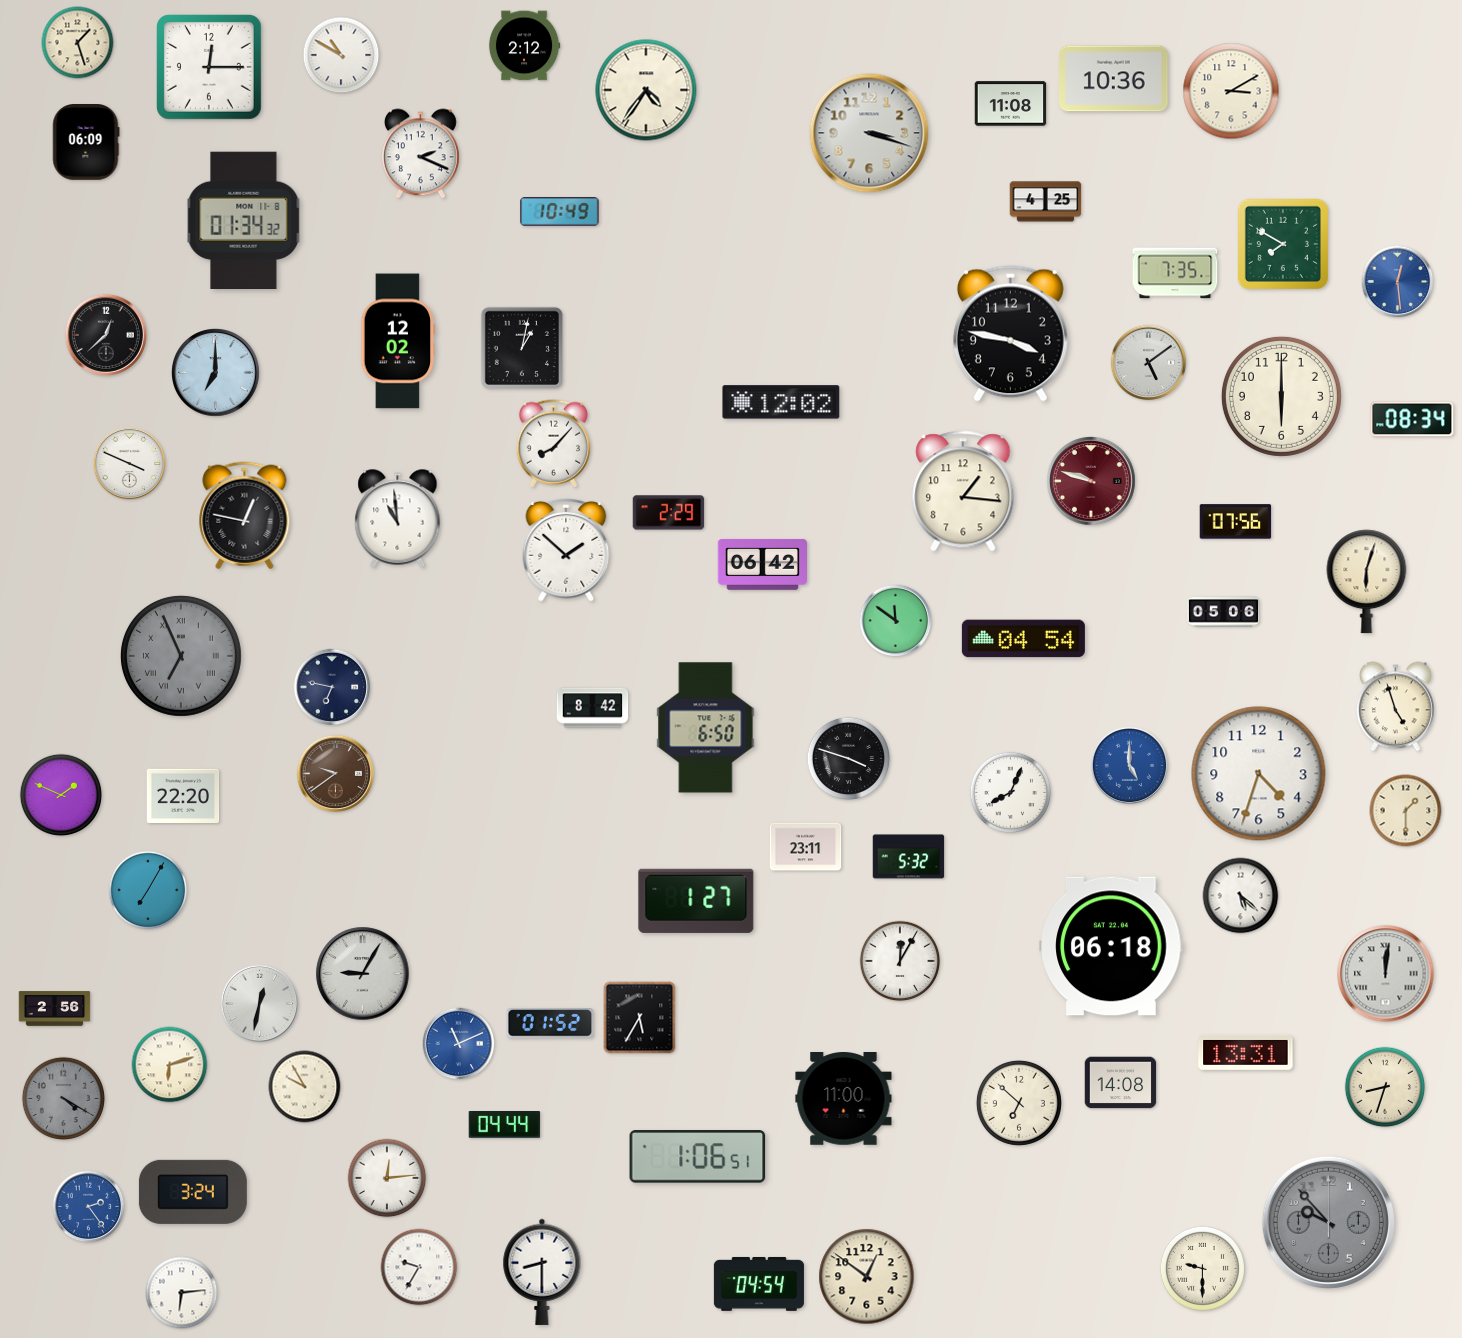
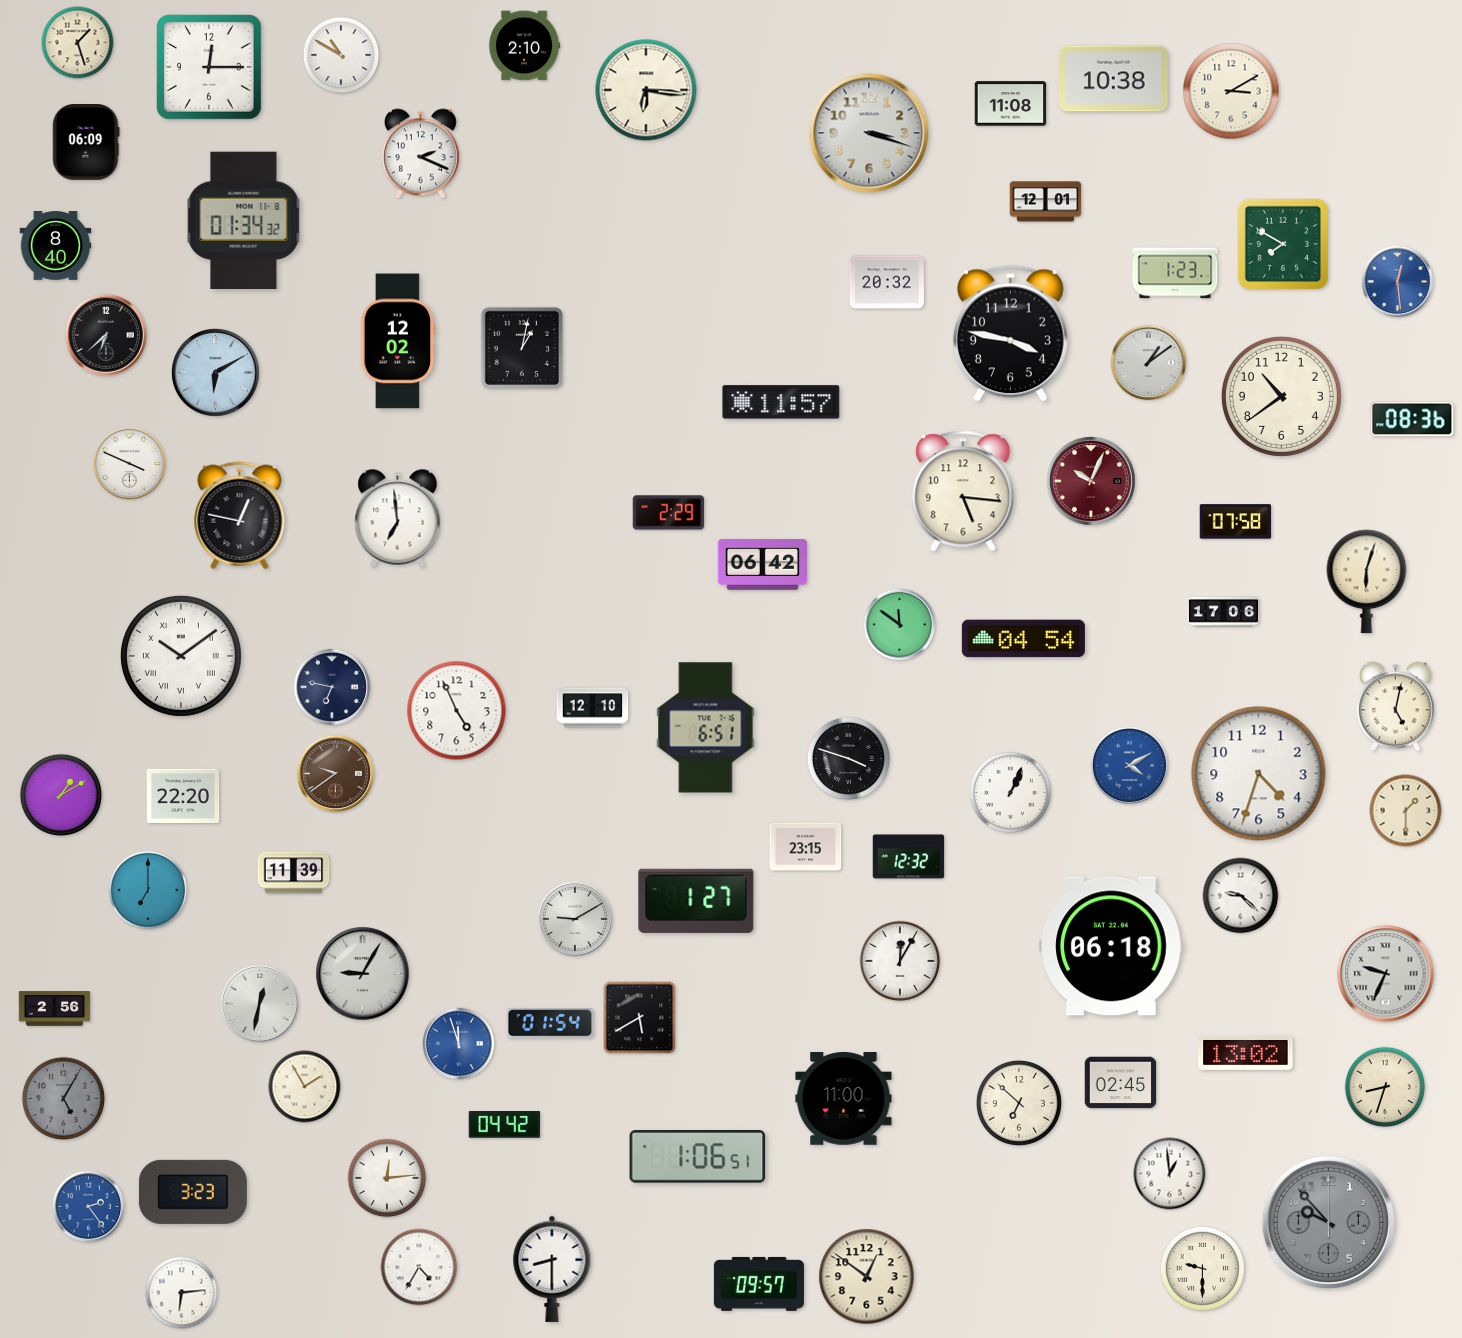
clock at (524, 46): 2:12 -> 2:10
clock at (1114, 79): 10:36 -> 10:38
clock at (646, 90): 4:36 -> 6:16
clock at (1046, 202): 4:25 -> 12:01
clock at (560, 212): 10:49 -> none
clock at (56, 246): none -> 8:40
clock at (1175, 273): 7:35 -> 1:23
clock at (887, 282): none -> 20:32
clock at (106, 335): 12:38 -> 6:38
clock at (1149, 363): 5:09 -> 1:09
clock at (216, 373): 7:00 -> 6:10
clock at (1281, 396): 6:00 -> 10:39
clock at (781, 402): 12:02 -> 11:57
clock at (1412, 419): 08:34 -> 08:36
clock at (553, 444): 8:07 -> none
clock at (1091, 481): 9:48 -> 10:04
clock at (963, 491): 1:16 -> 5:16
clock at (245, 516) position: (245, 516) -> (240, 516)
clock at (398, 519): 10:59 -> 6:59
clock at (1236, 522): 07:56 -> 07:58
clock at (566, 550): 1:52 -> none
clock at (1224, 612): 05:06 -> 17:06
clock at (896, 621) position: (896, 621) -> (900, 625)
clock at (181, 656): 6:56 -> 10:09
clock at (181, 656) dial: grey -> white
clock at (1395, 707): 4:57 -> 5:02
clock at (593, 708): 8:42 -> 12:10
clock at (457, 711): none -> 4:56
clock at (706, 728): 6:50 -> 6:51
clock at (1129, 765): 5:00 -> 4:10
clock at (1011, 793): 8:04 -> 1:04
clock at (60, 794): 1:49 -> 1:10
clock at (806, 847): 23:11 -> 23:15
clock at (909, 857): 5:32 -> 12:32
clock at (294, 873): none -> 11:39
clock at (148, 890): 7:05 -> 7:00
clock at (1241, 896): 5:22 -> 9:22
clock at (575, 919): none -> 9:10
clock at (1386, 974): 12:01 -> 9:34
clock at (640, 1018): 5:35 -> 5:40
clock at (550, 1023): 01:52 -> 01:54
clock at (459, 1044): 11:11 -> 11:57
clock at (1246, 1053): 13:31 -> 13:02
clock at (170, 1065): 6:12 -> none
clock at (1121, 1083): 14:08 -> 02:45
clock at (305, 1087): 9:55 -> 1:55
clock at (63, 1098): 4:20 -> 5:05
clock at (505, 1125): 04:44 -> 04:42
clock at (1170, 1174): none -> 12:59
clock at (193, 1192): 3:24 -> 3:23
clock at (419, 1267): 9:35 -> 4:35
clock at (542, 1272) position: (542, 1272) -> (552, 1269)
clock at (759, 1284): 04:54 -> 09:57
